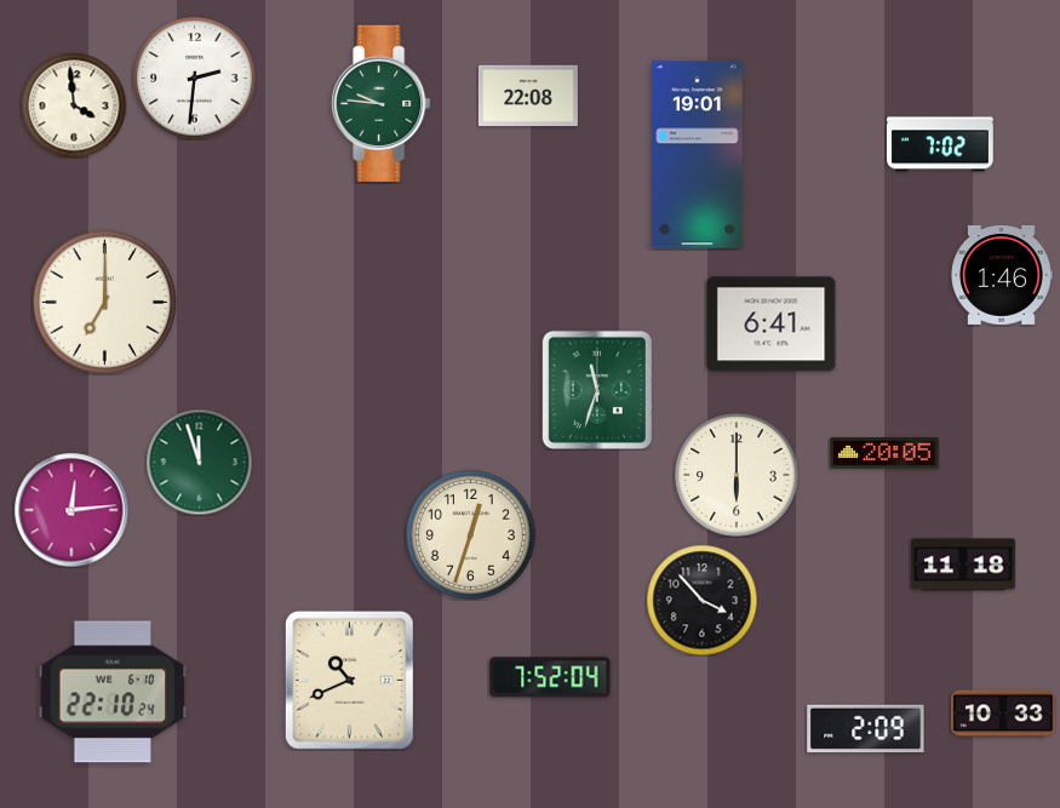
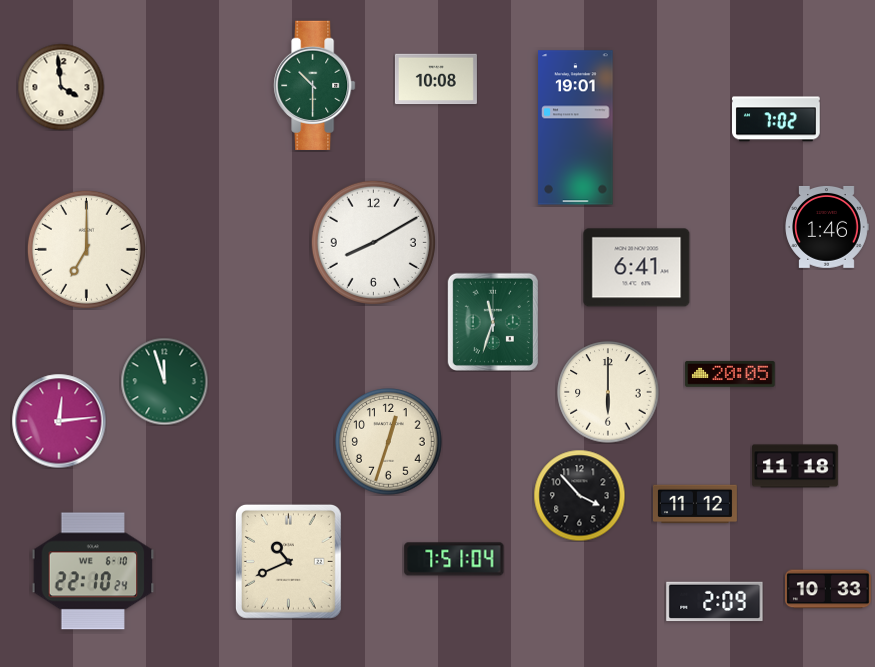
clock at (195, 79): 2:31 -> none
clock at (528, 96): 22:08 -> 10:08
clock at (382, 103): 9:46 -> 10:30
clock at (373, 242): none -> 8:10
clock at (695, 504): none -> 11:12
clock at (550, 677): 7:52 -> 7:51
